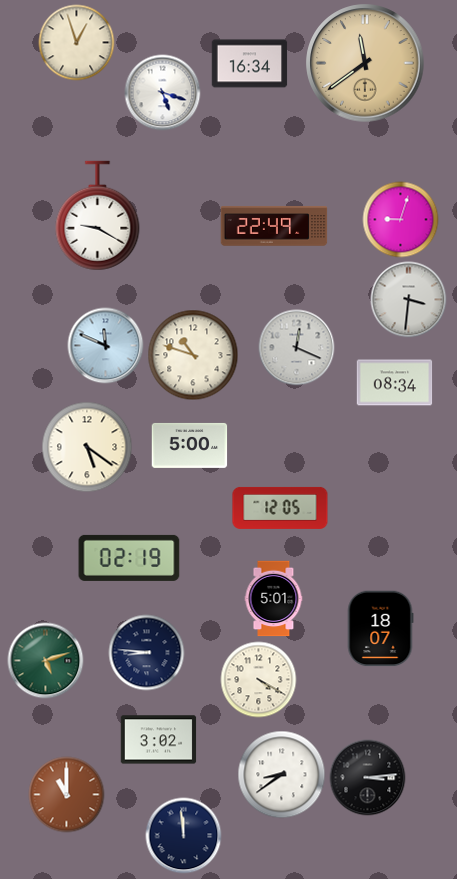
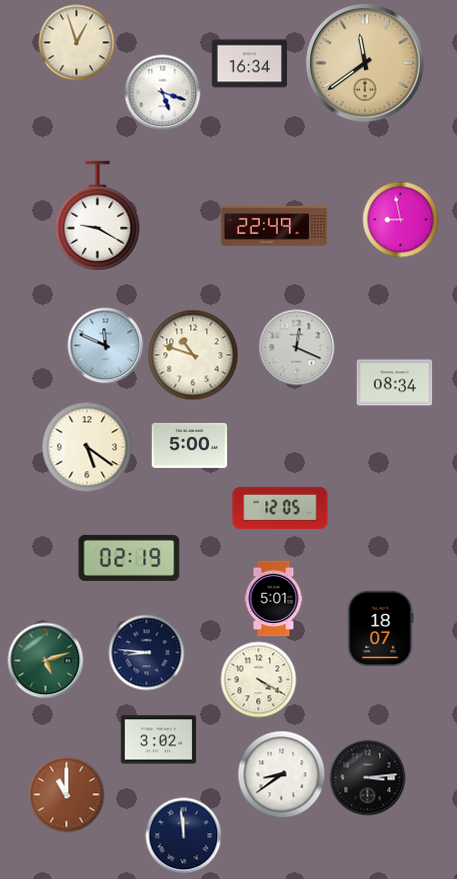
clock at (401, 220): 9:03 -> 8:58
clock at (409, 300): 3:31 -> none
